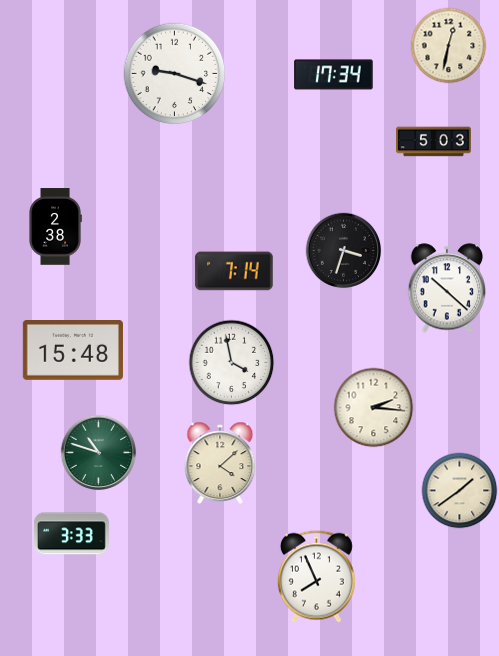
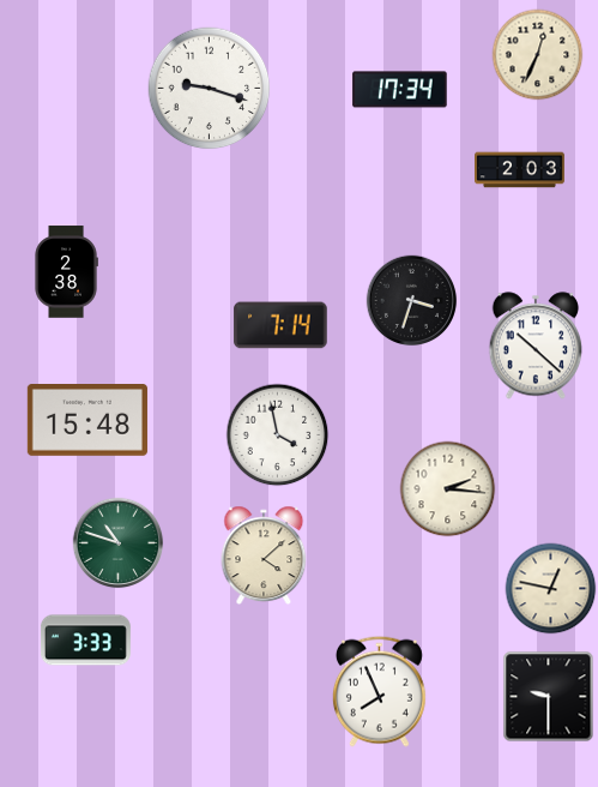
clock at (449, 46): 12:32 -> 12:34
clock at (434, 142): 5:03 -> 2:03
clock at (460, 491): 1:39 -> 12:47
clock at (549, 697): none -> 9:30
